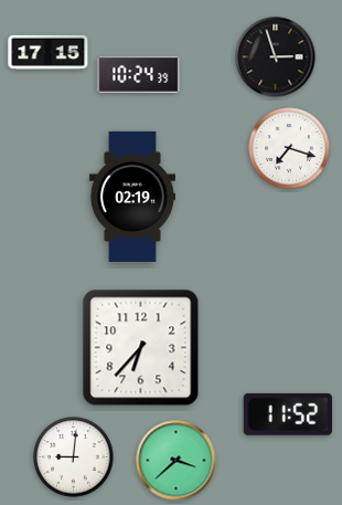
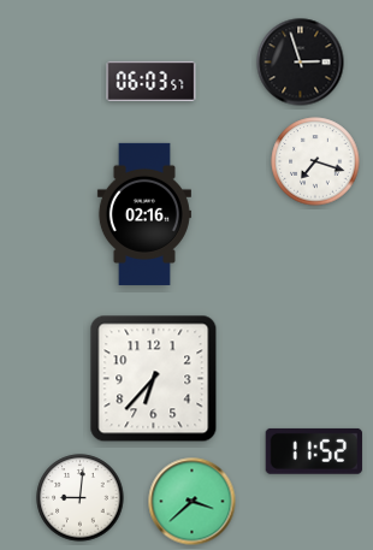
clock at (49, 52): 17:15 -> none
clock at (139, 74): 10:24 -> 06:03
clock at (132, 197): 02:19 -> 02:16
